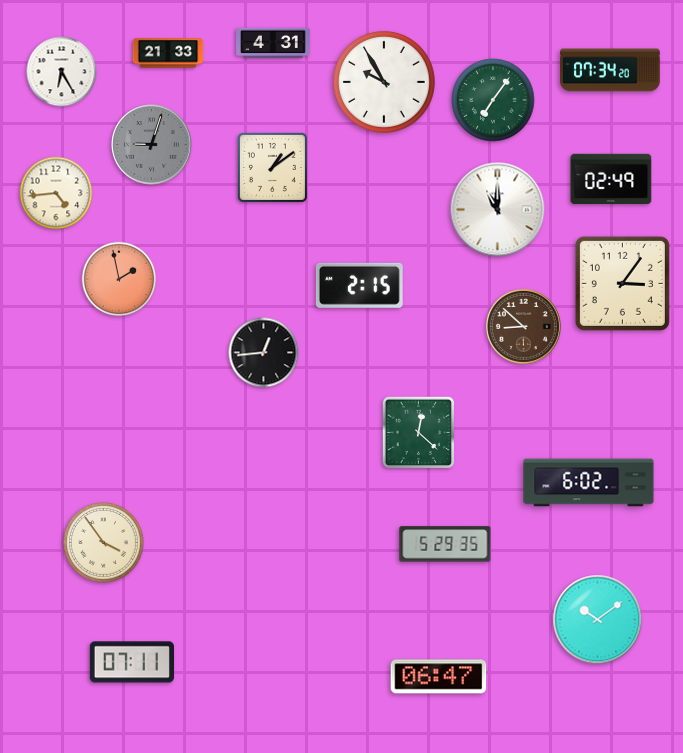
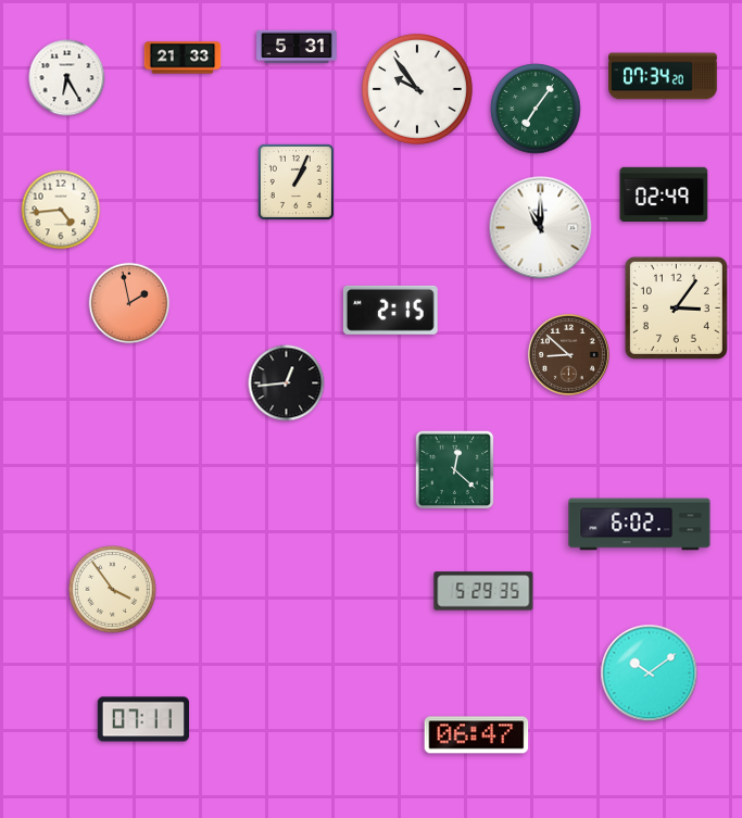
clock at (273, 43): 4:31 -> 5:31
clock at (384, 82): 9:55 -> 9:54
clock at (152, 145): 9:03 -> none
clock at (272, 167): 1:09 -> 1:04
